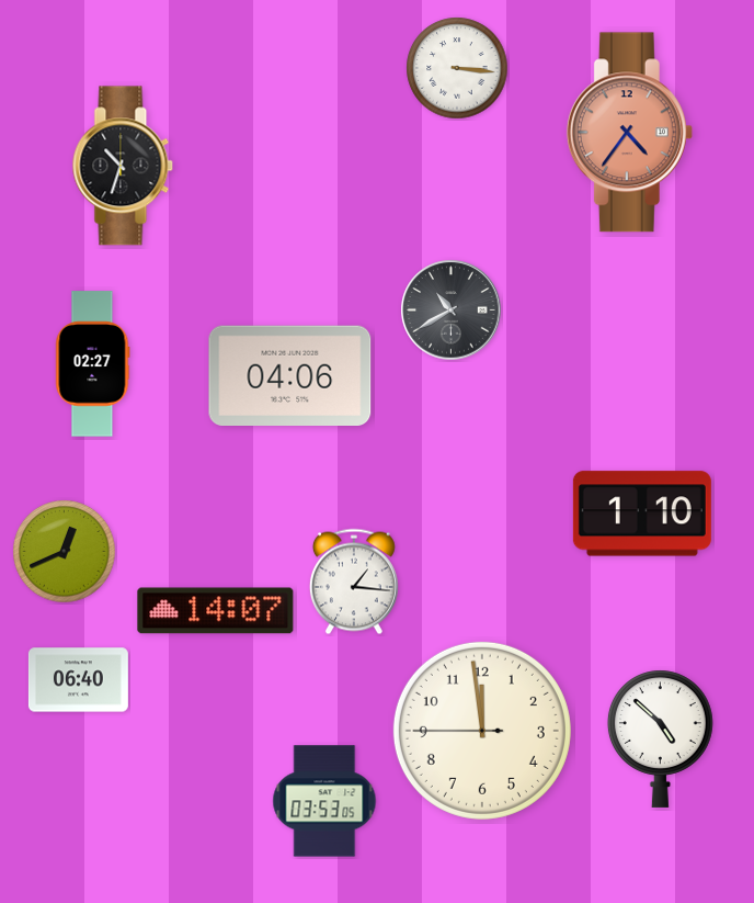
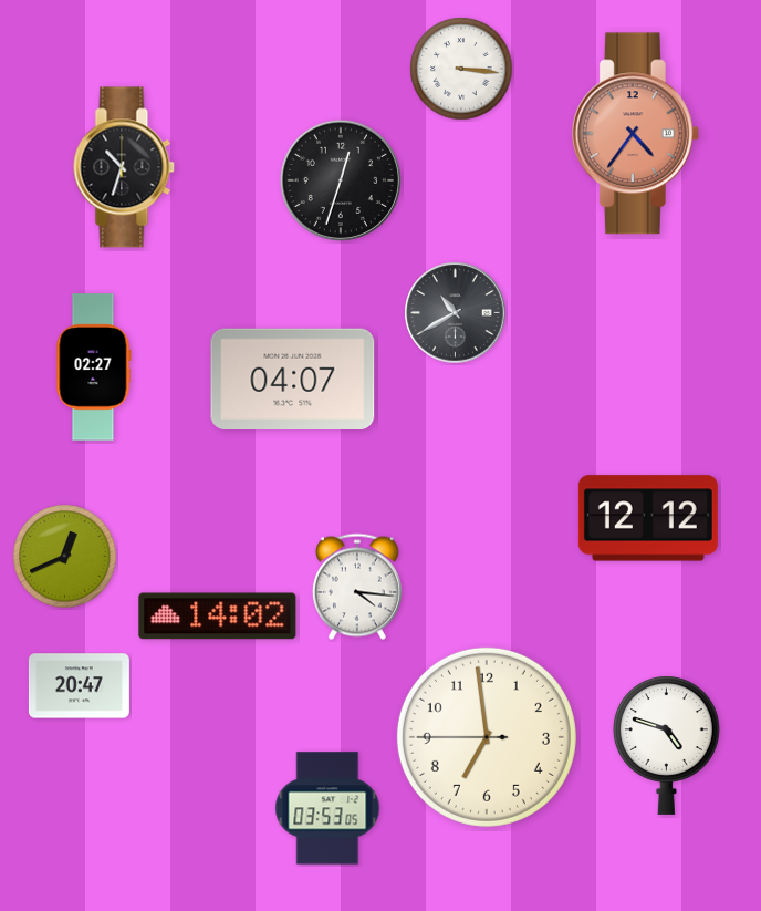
clock at (341, 180): none -> 12:33
clock at (290, 375): 04:06 -> 04:07
clock at (642, 513): 1:10 -> 12:12
clock at (354, 582): 1:16 -> 4:16
clock at (216, 611): 14:07 -> 14:02
clock at (78, 680): 06:40 -> 20:47
clock at (482, 731): 11:58 -> 6:58
clock at (660, 738): 4:52 -> 4:48
